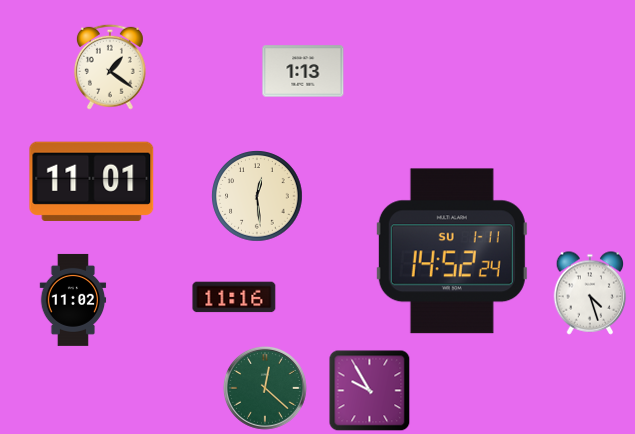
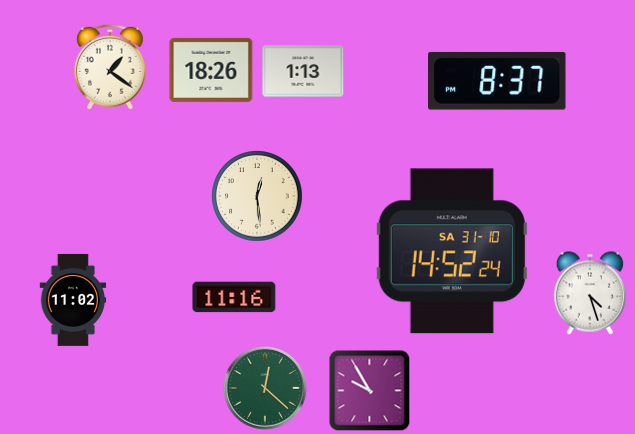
clock at (211, 70): none -> 18:26
clock at (497, 81): none -> 8:37
clock at (92, 181): 11:01 -> none
clock at (452, 251) date: SU 1-11 -> SA 31-10
